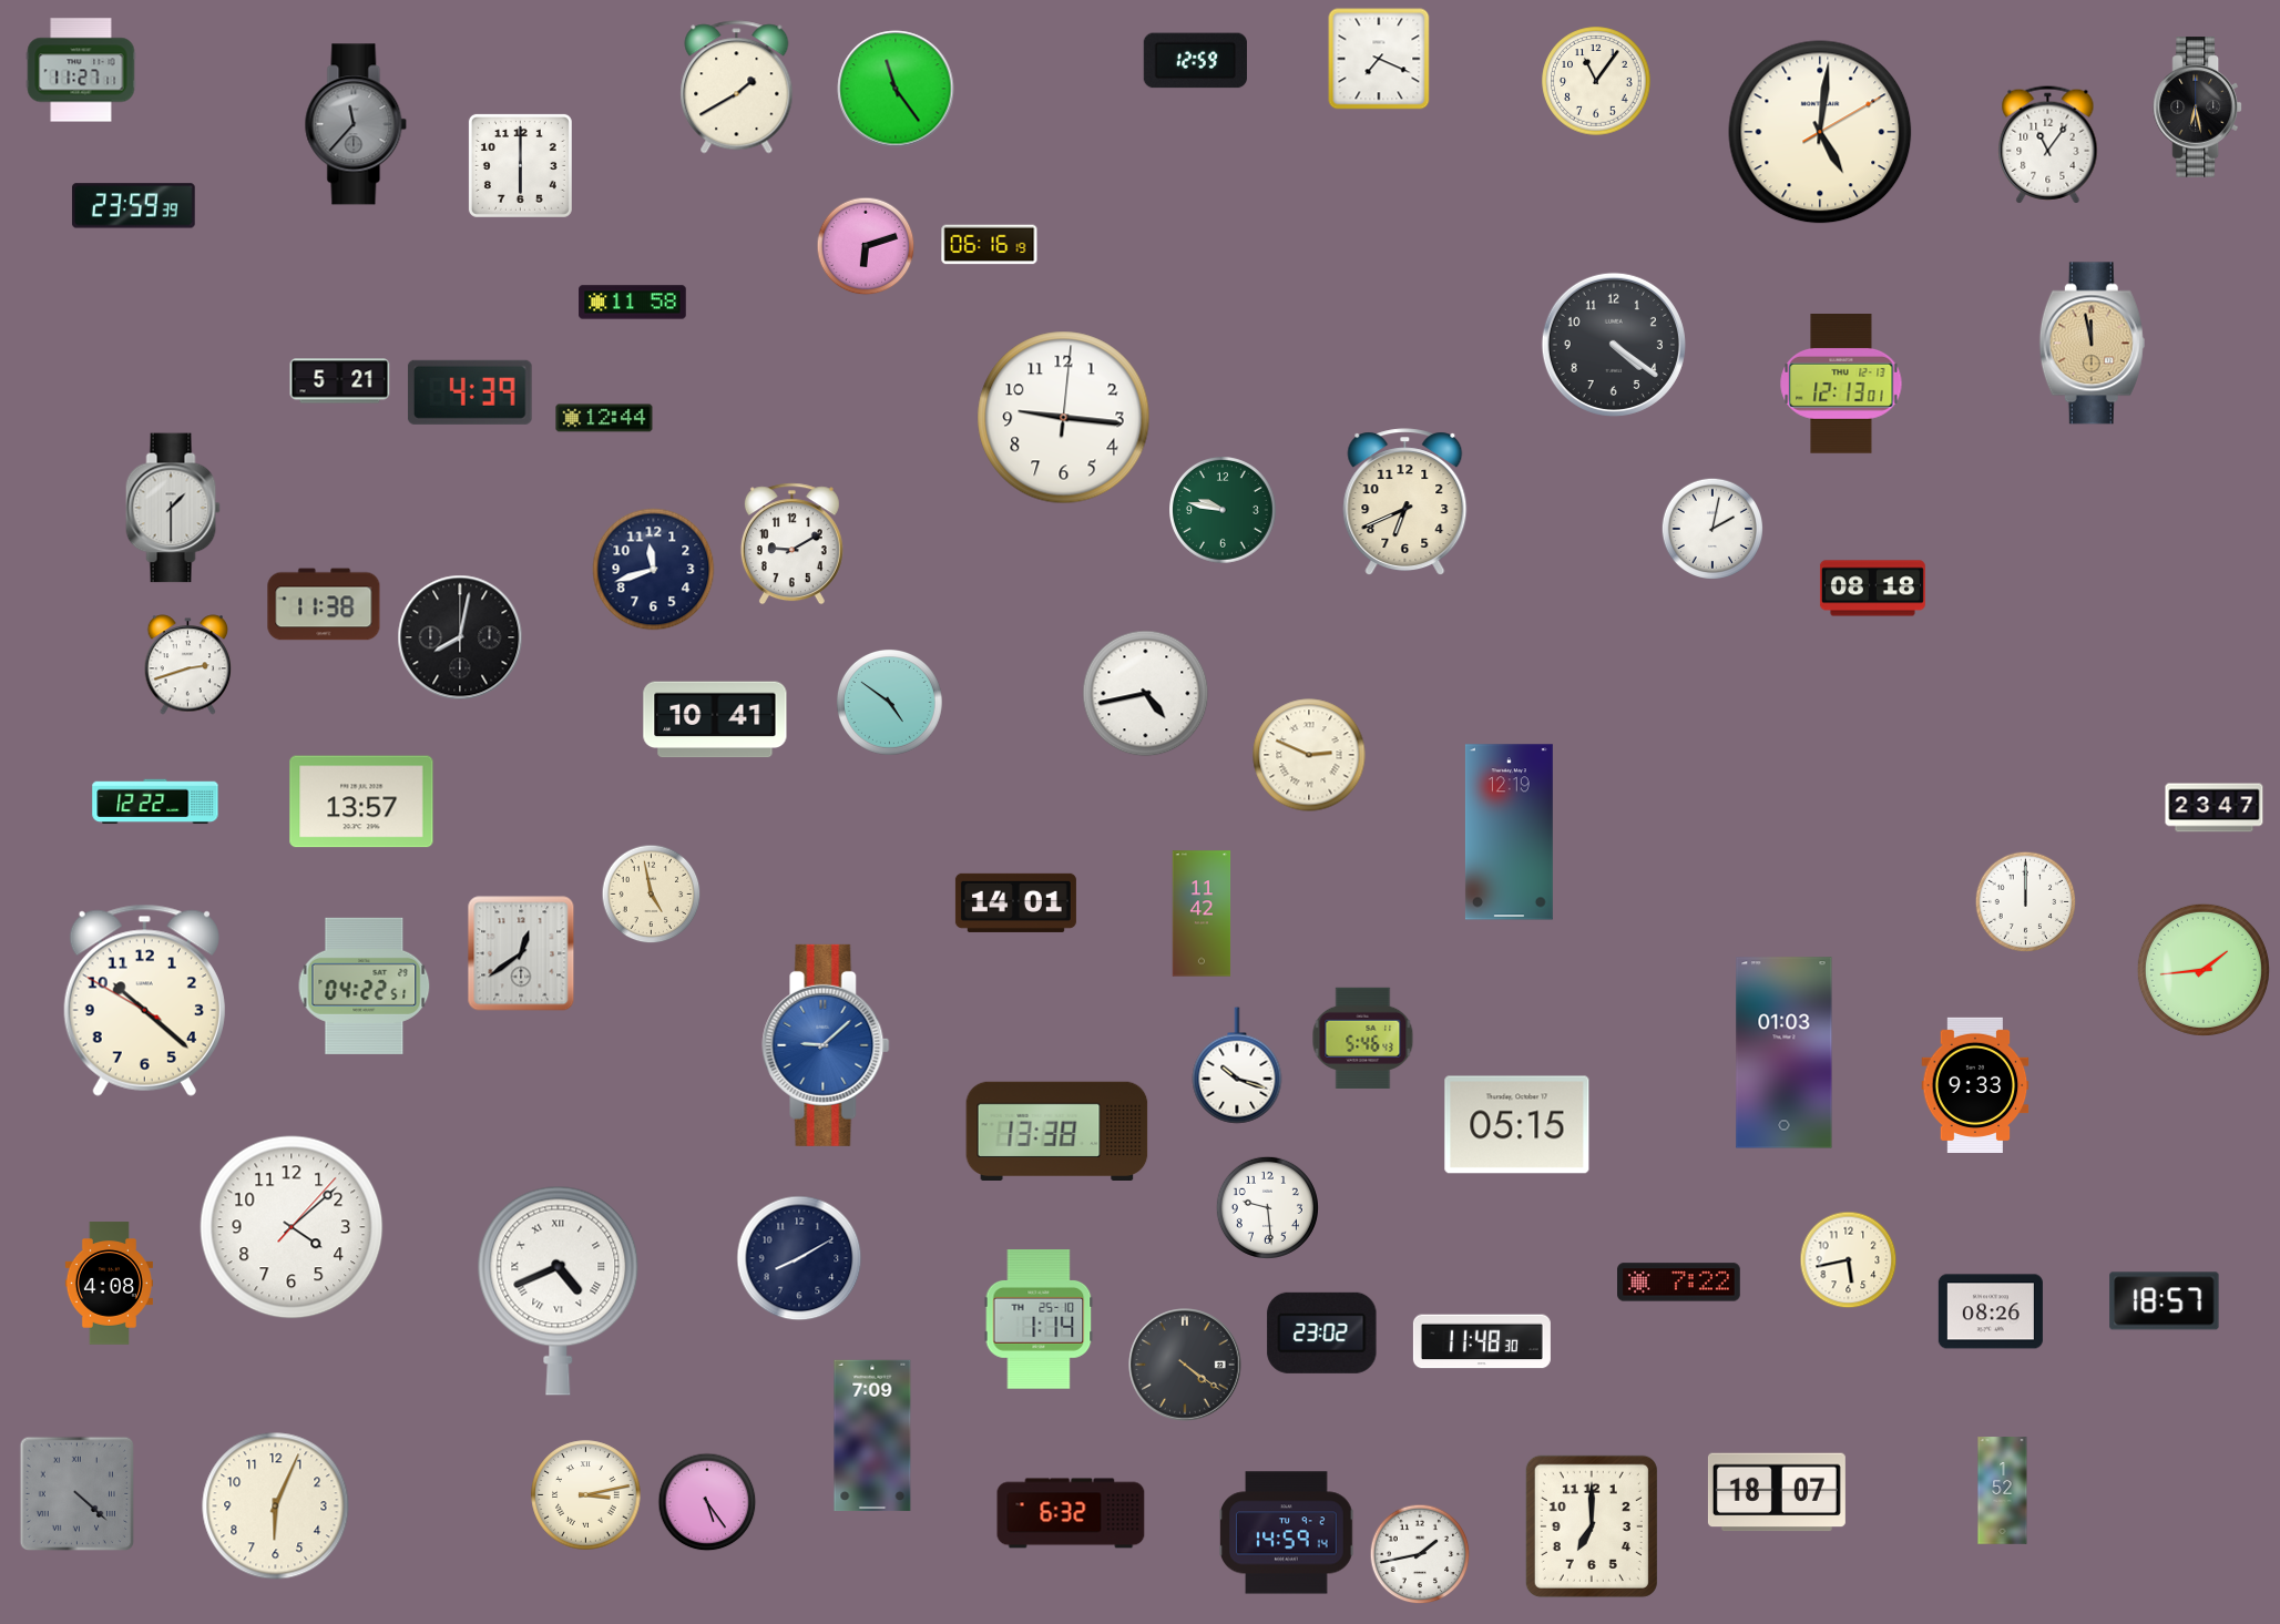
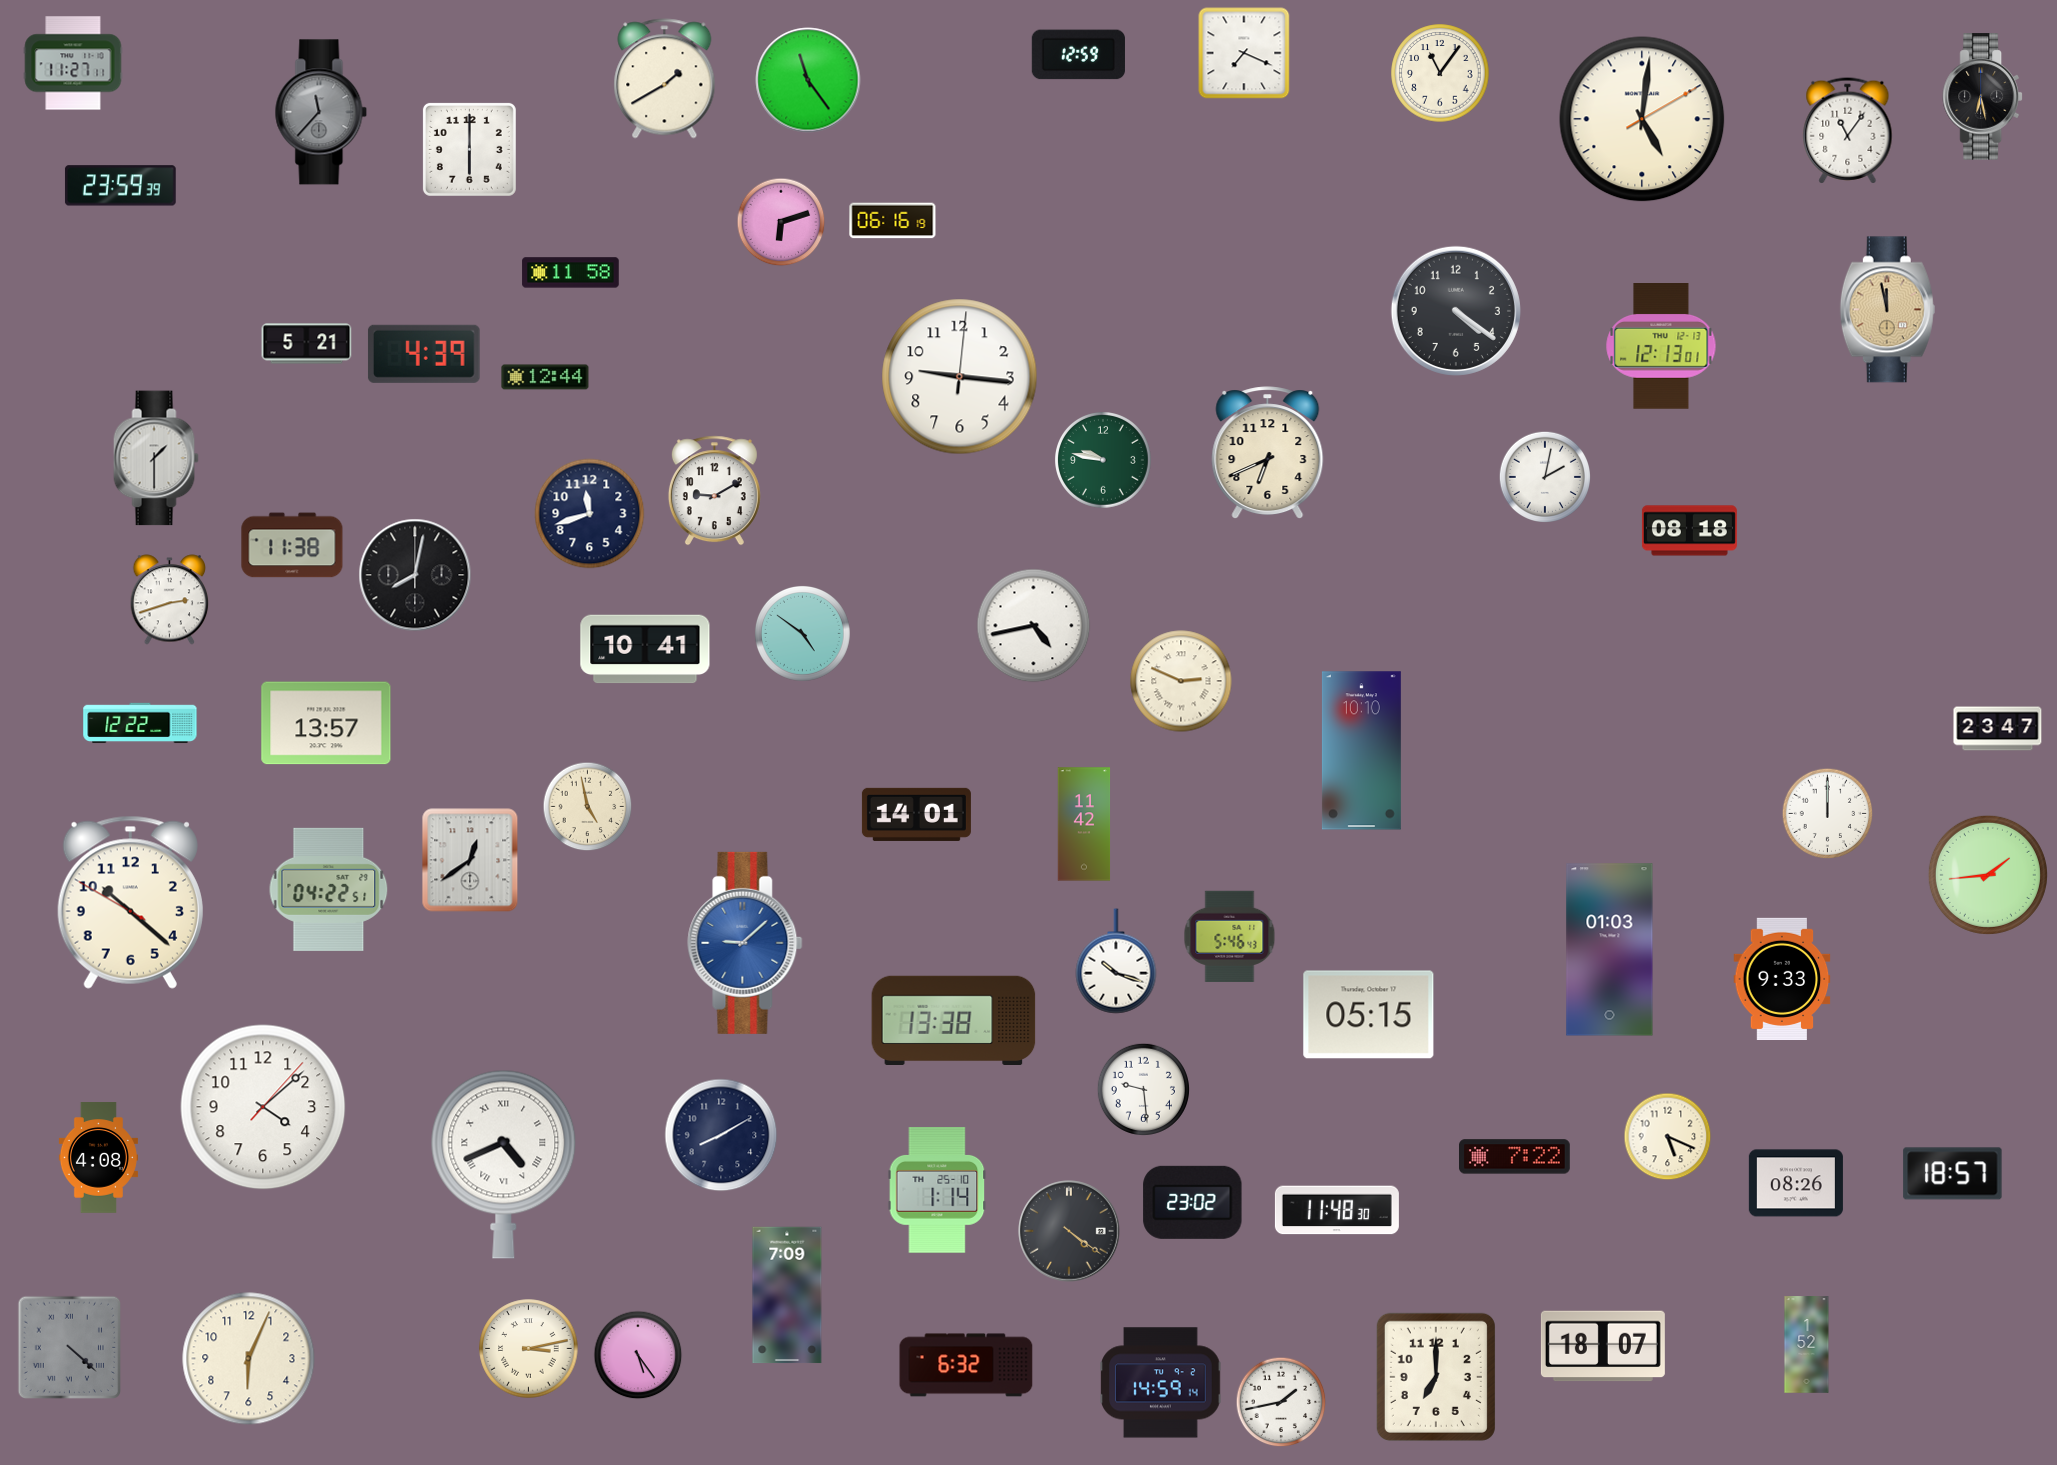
clock at (1509, 833): 12:19 -> 10:10
clock at (1849, 1260): 5:43 -> 5:19
